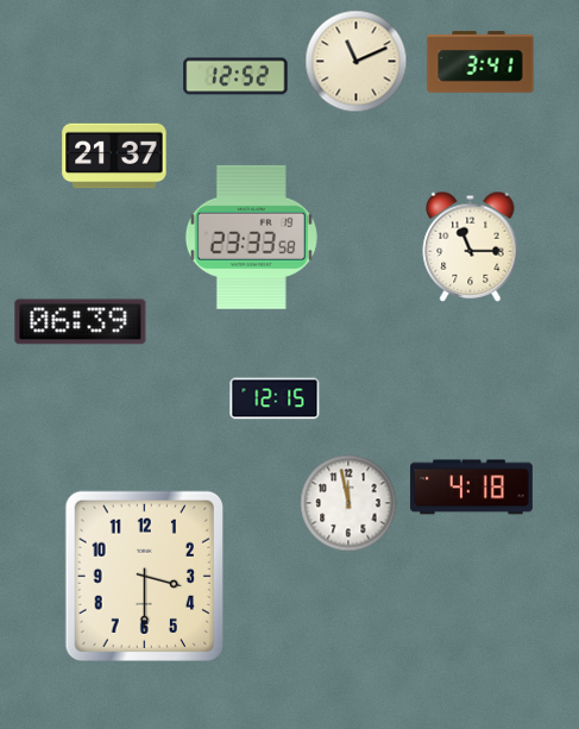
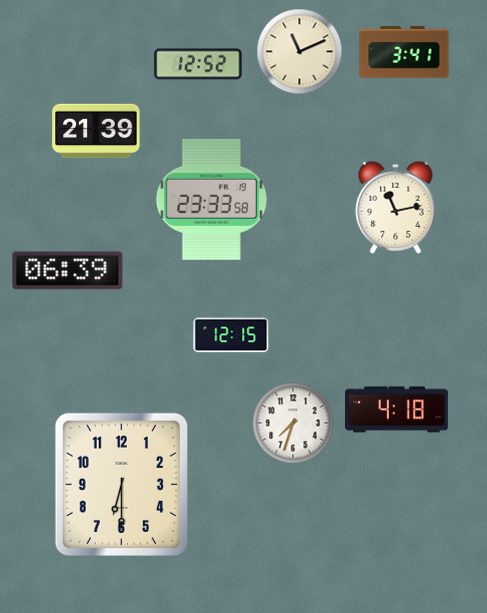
clock at (114, 156): 21:37 -> 21:39
clock at (471, 246): 11:15 -> 11:13
clock at (348, 503): 11:58 -> 7:33
clock at (144, 576): 3:30 -> 6:30
